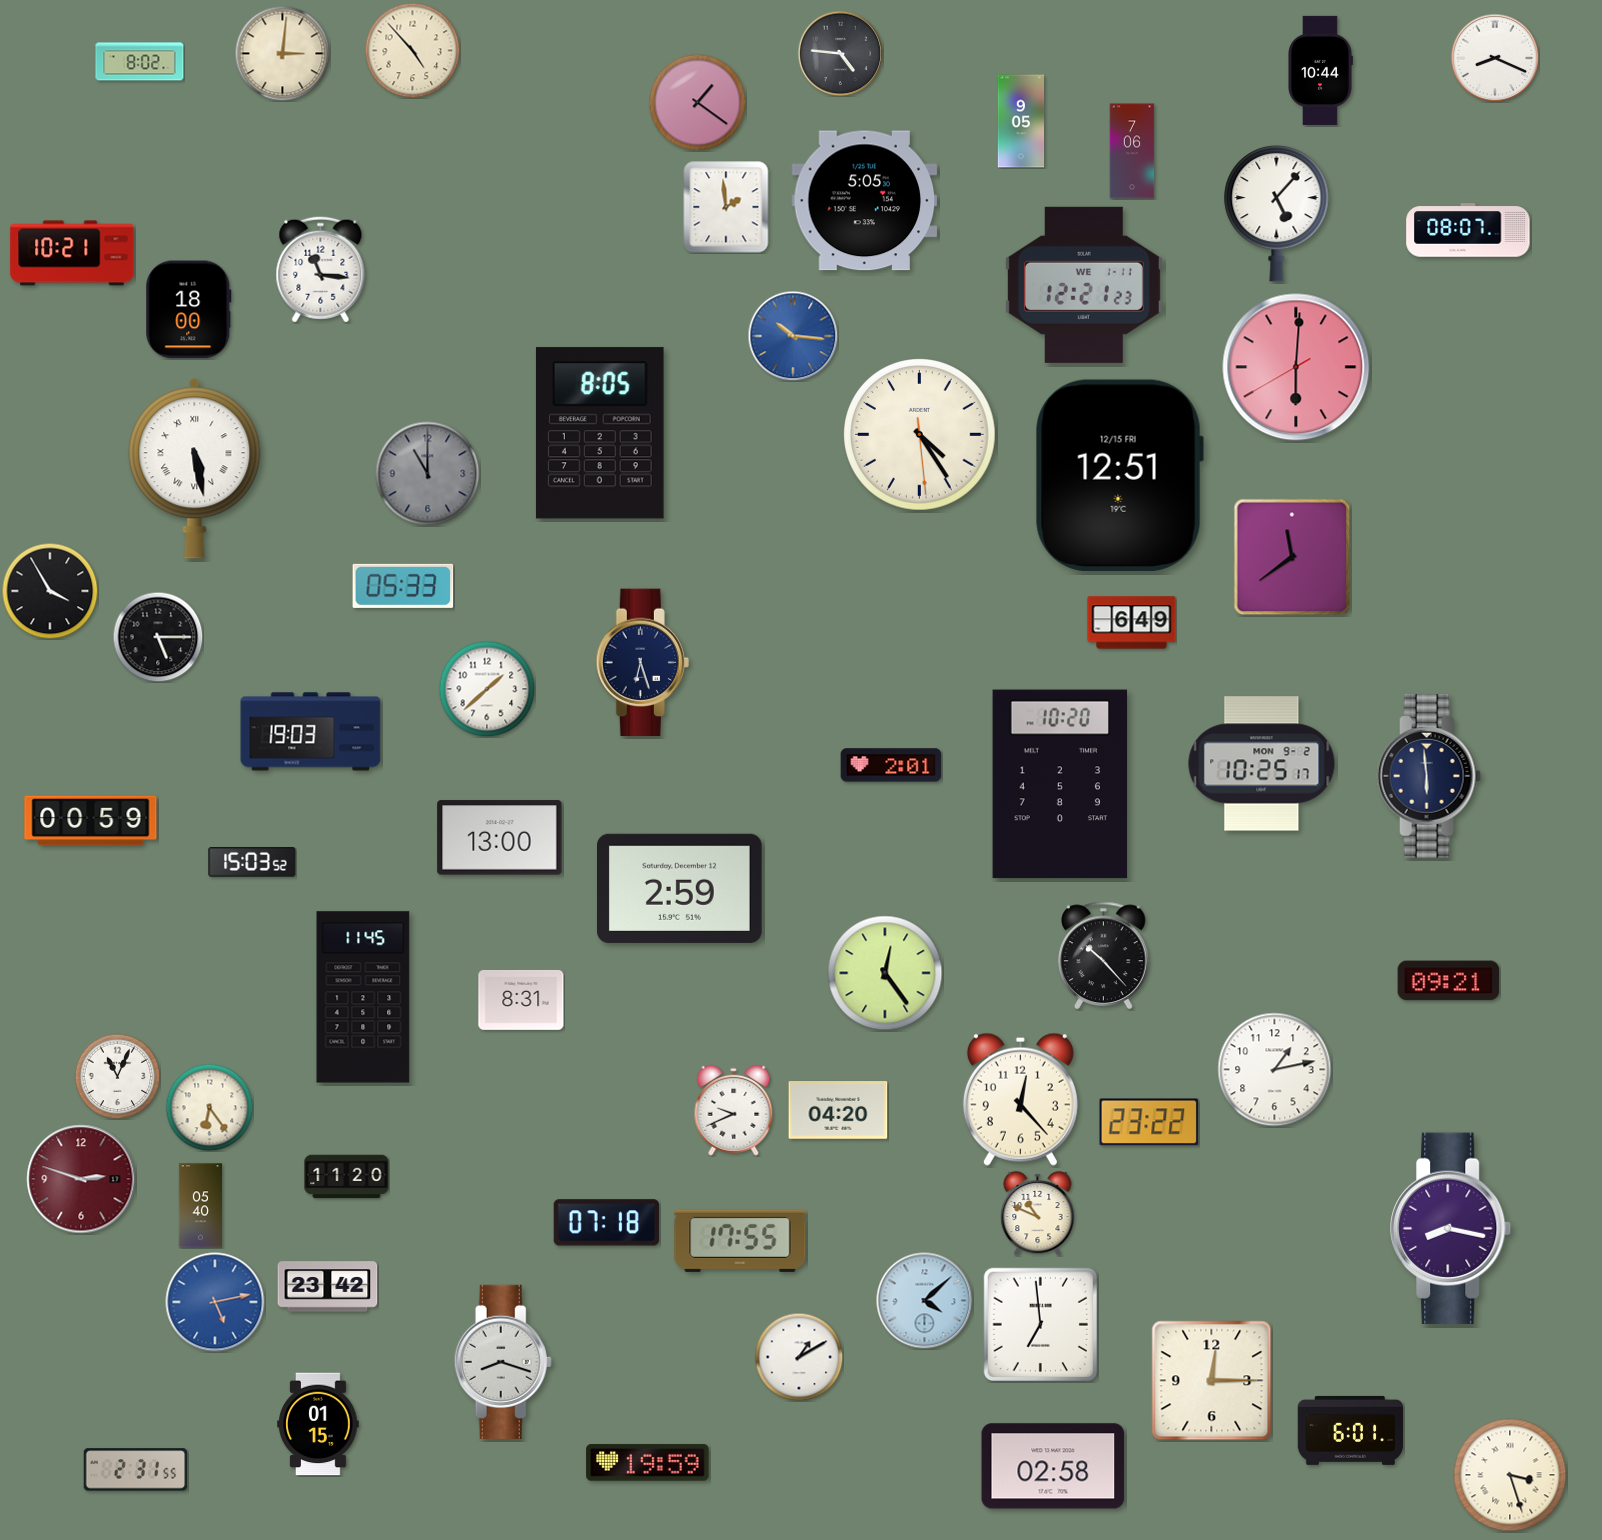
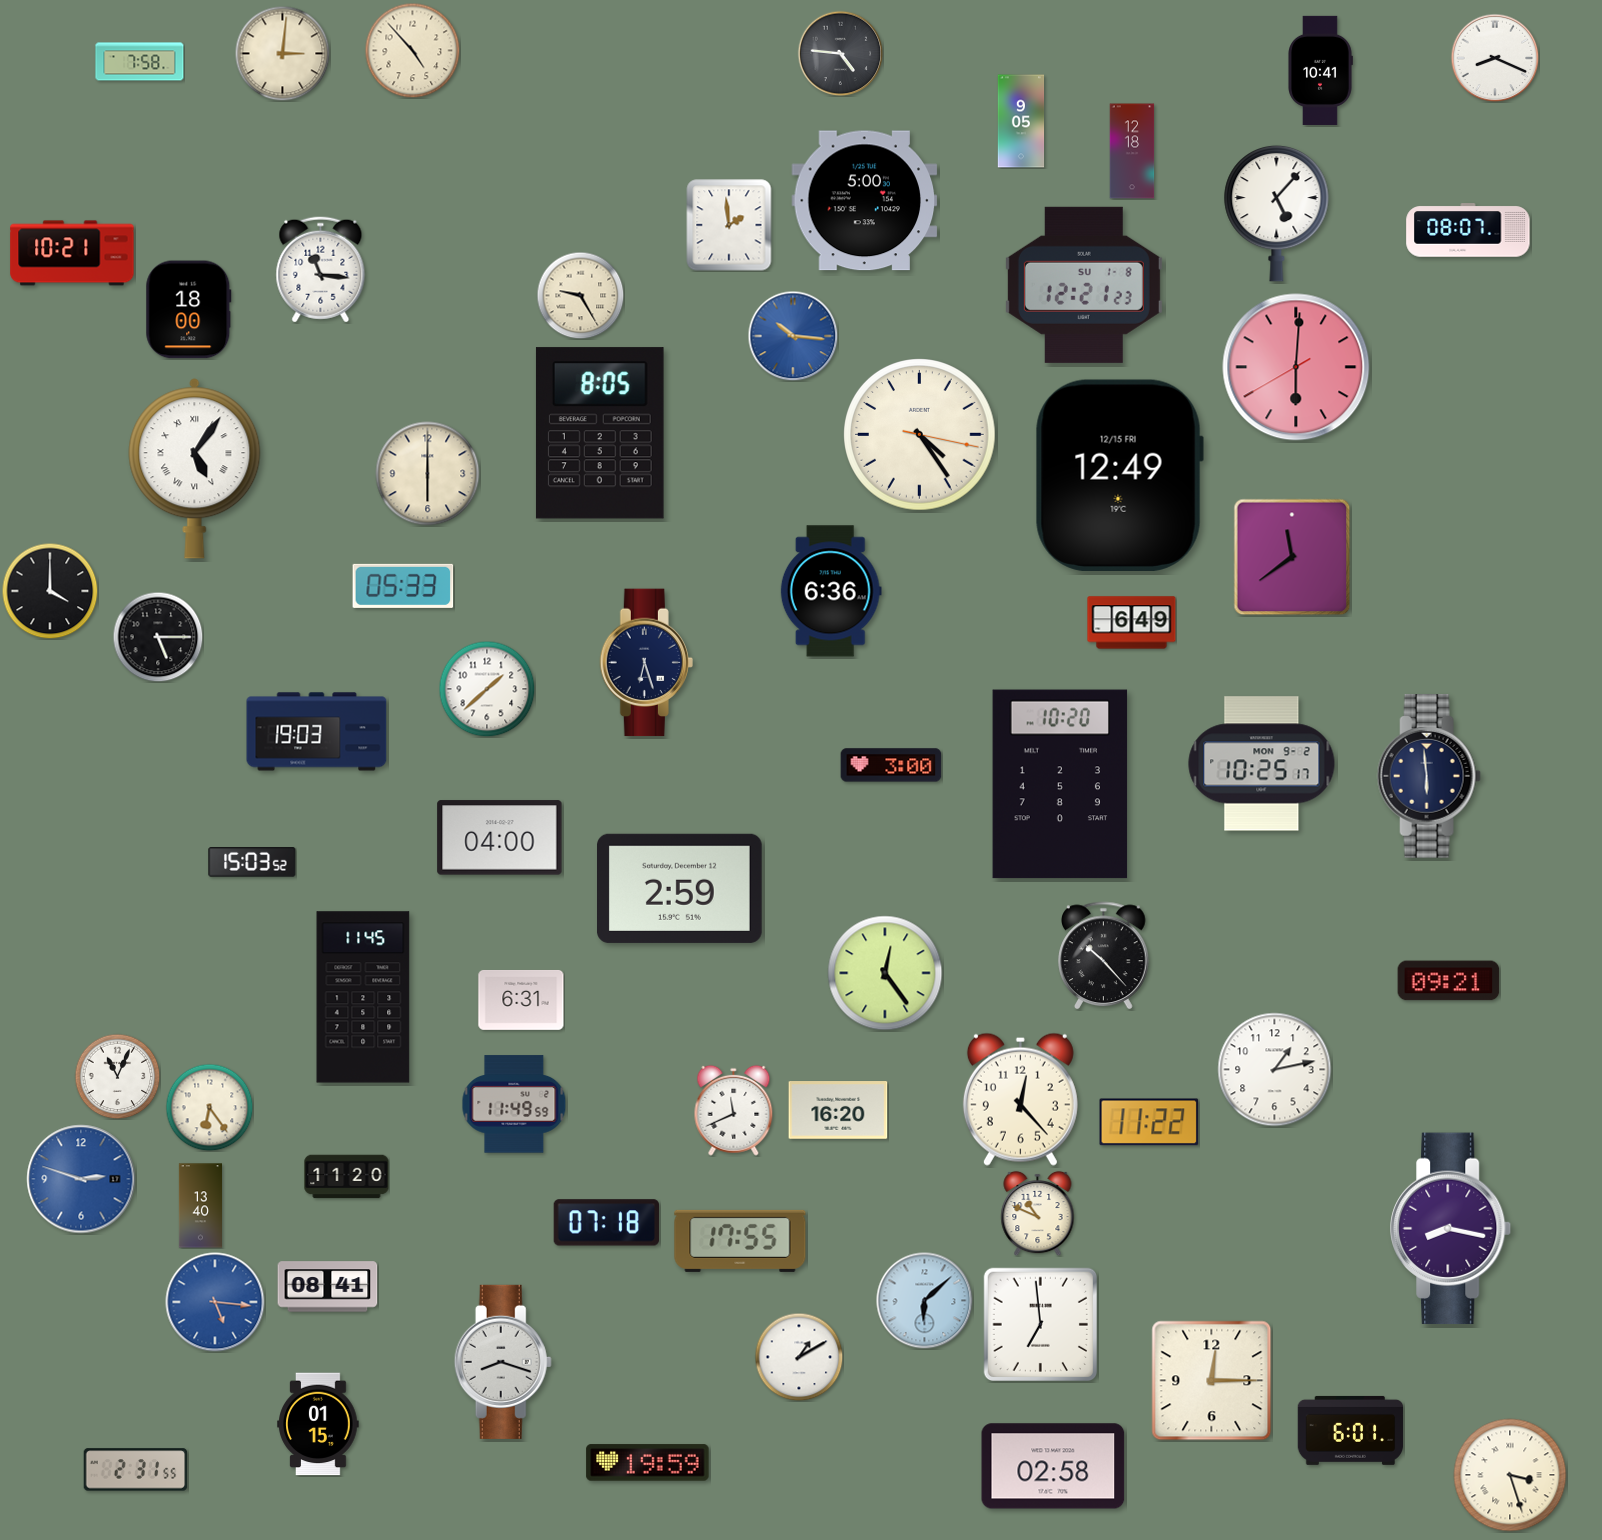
clock at (140, 62): 8:02 -> 7:58
clock at (1320, 70): 10:44 -> 10:41
clock at (697, 102): 1:21 -> none
clock at (1132, 151): 7:06 -> 12:18
clock at (865, 201): 5:05 -> 5:00
clock at (726, 207) position: (726, 207) -> (729, 225)
clock at (1084, 285) date: WE 1-11 -> SU 1-8
clock at (580, 295): none -> 9:25
clock at (920, 435): 4:24:29 -> 4:24:17
clock at (195, 469): 5:28 -> 5:06
clock at (428, 474): 11:00 -> 6:00
clock at (428, 474) dial: grey -> cream
clock at (1119, 475): 12:51 -> 12:49
clock at (50, 591): 3:55 -> 4:00
clock at (831, 591): none -> 6:36
clock at (642, 663) position: (642, 663) -> (646, 663)
clock at (311, 732) position: (311, 732) -> (317, 732)
clock at (891, 765): 2:01 -> 3:00
clock at (91, 821): 00:59 -> none
clock at (500, 838): 13:00 -> 04:00
clock at (521, 1000): 8:31 -> 6:31
clock at (514, 1104): none -> 11:49
clock at (734, 1110): 9:41 -> 11:41
clock at (838, 1110): 04:20 -> 16:20
clock at (1149, 1122): 23:22 -> 11:22
clock at (81, 1179) dial: burgundy -> blue
clock at (200, 1206): 05:40 -> 13:40
clock at (328, 1287): 23:42 -> 08:41
clock at (925, 1301): 4:08 -> 6:08
clock at (215, 1302): 5:13 -> 5:16
